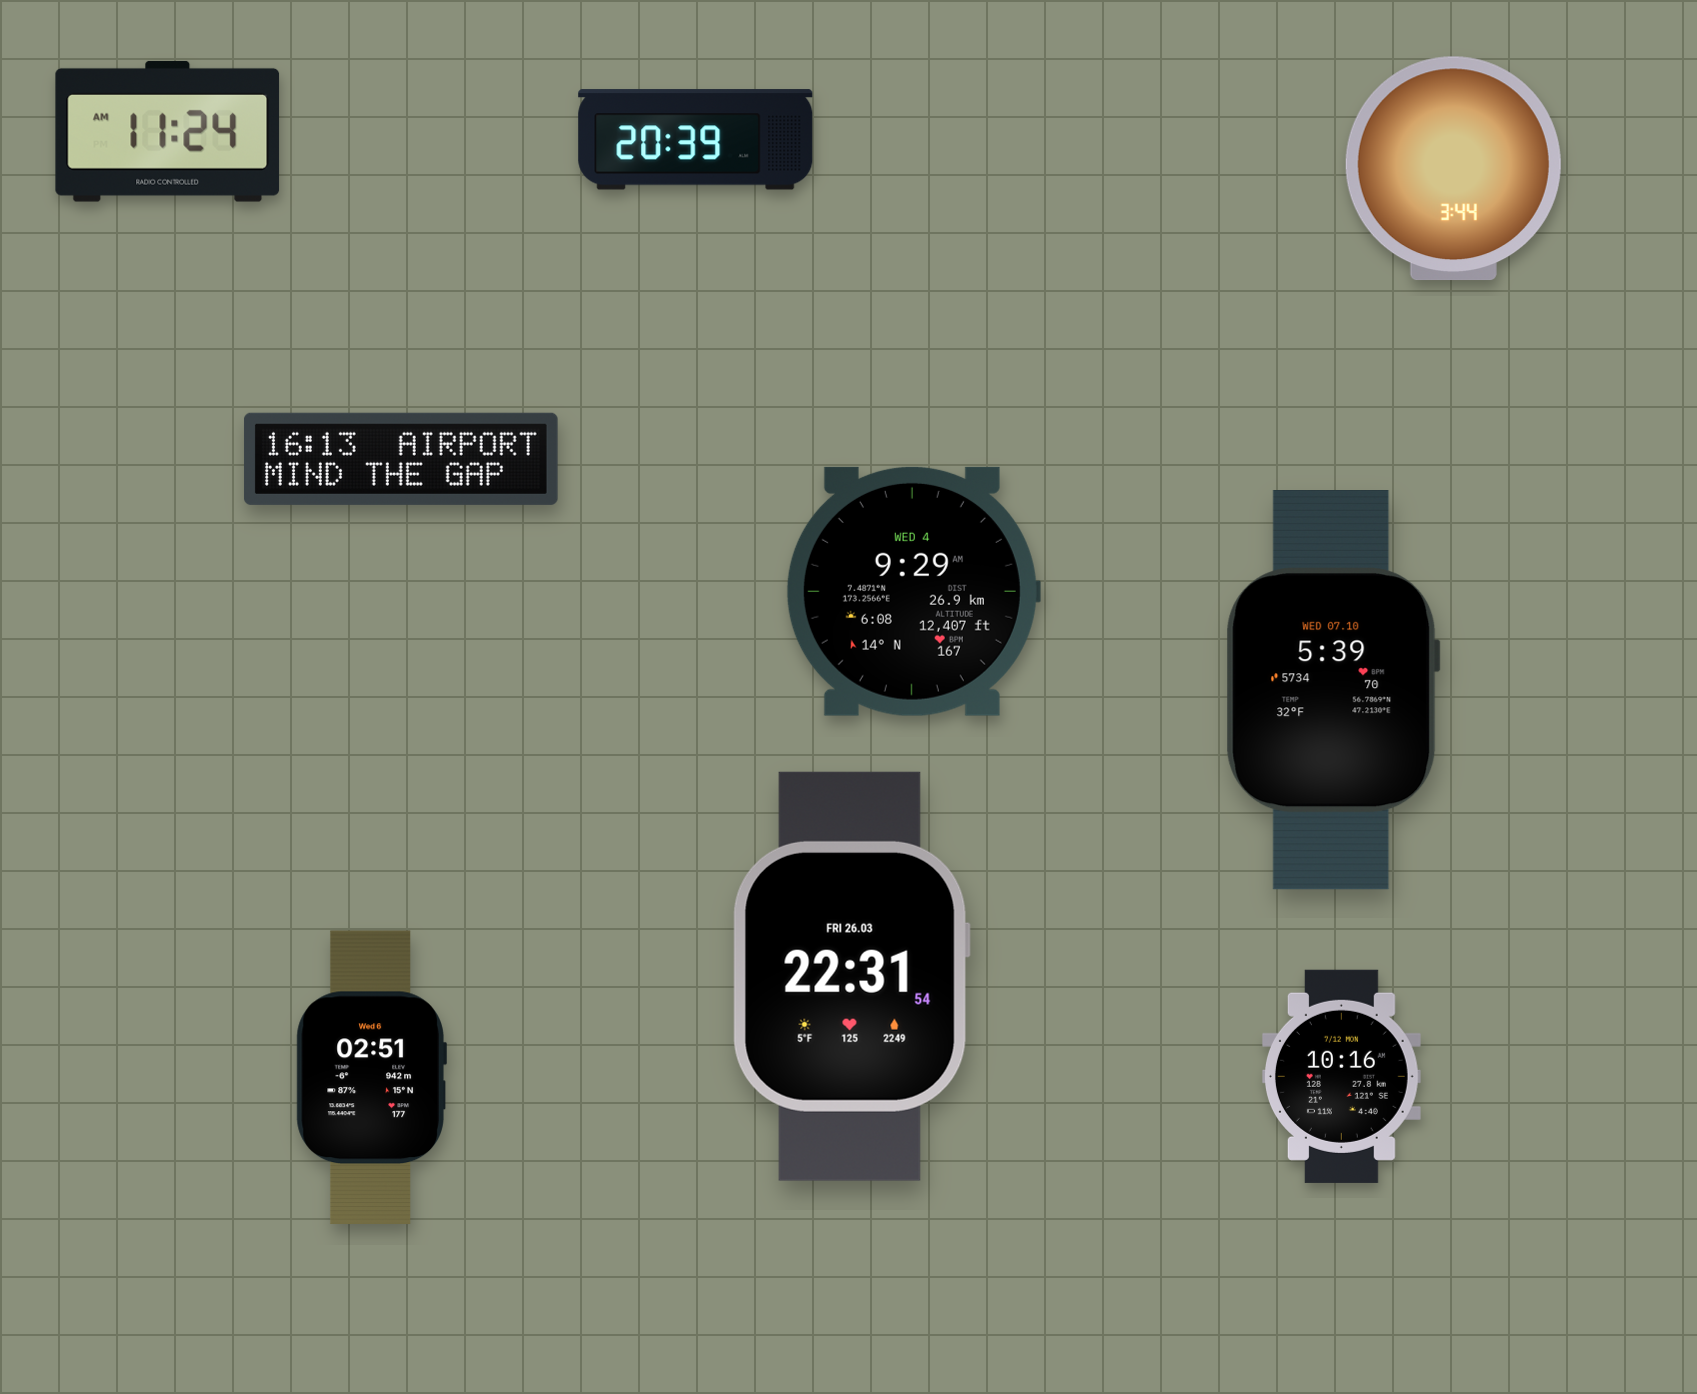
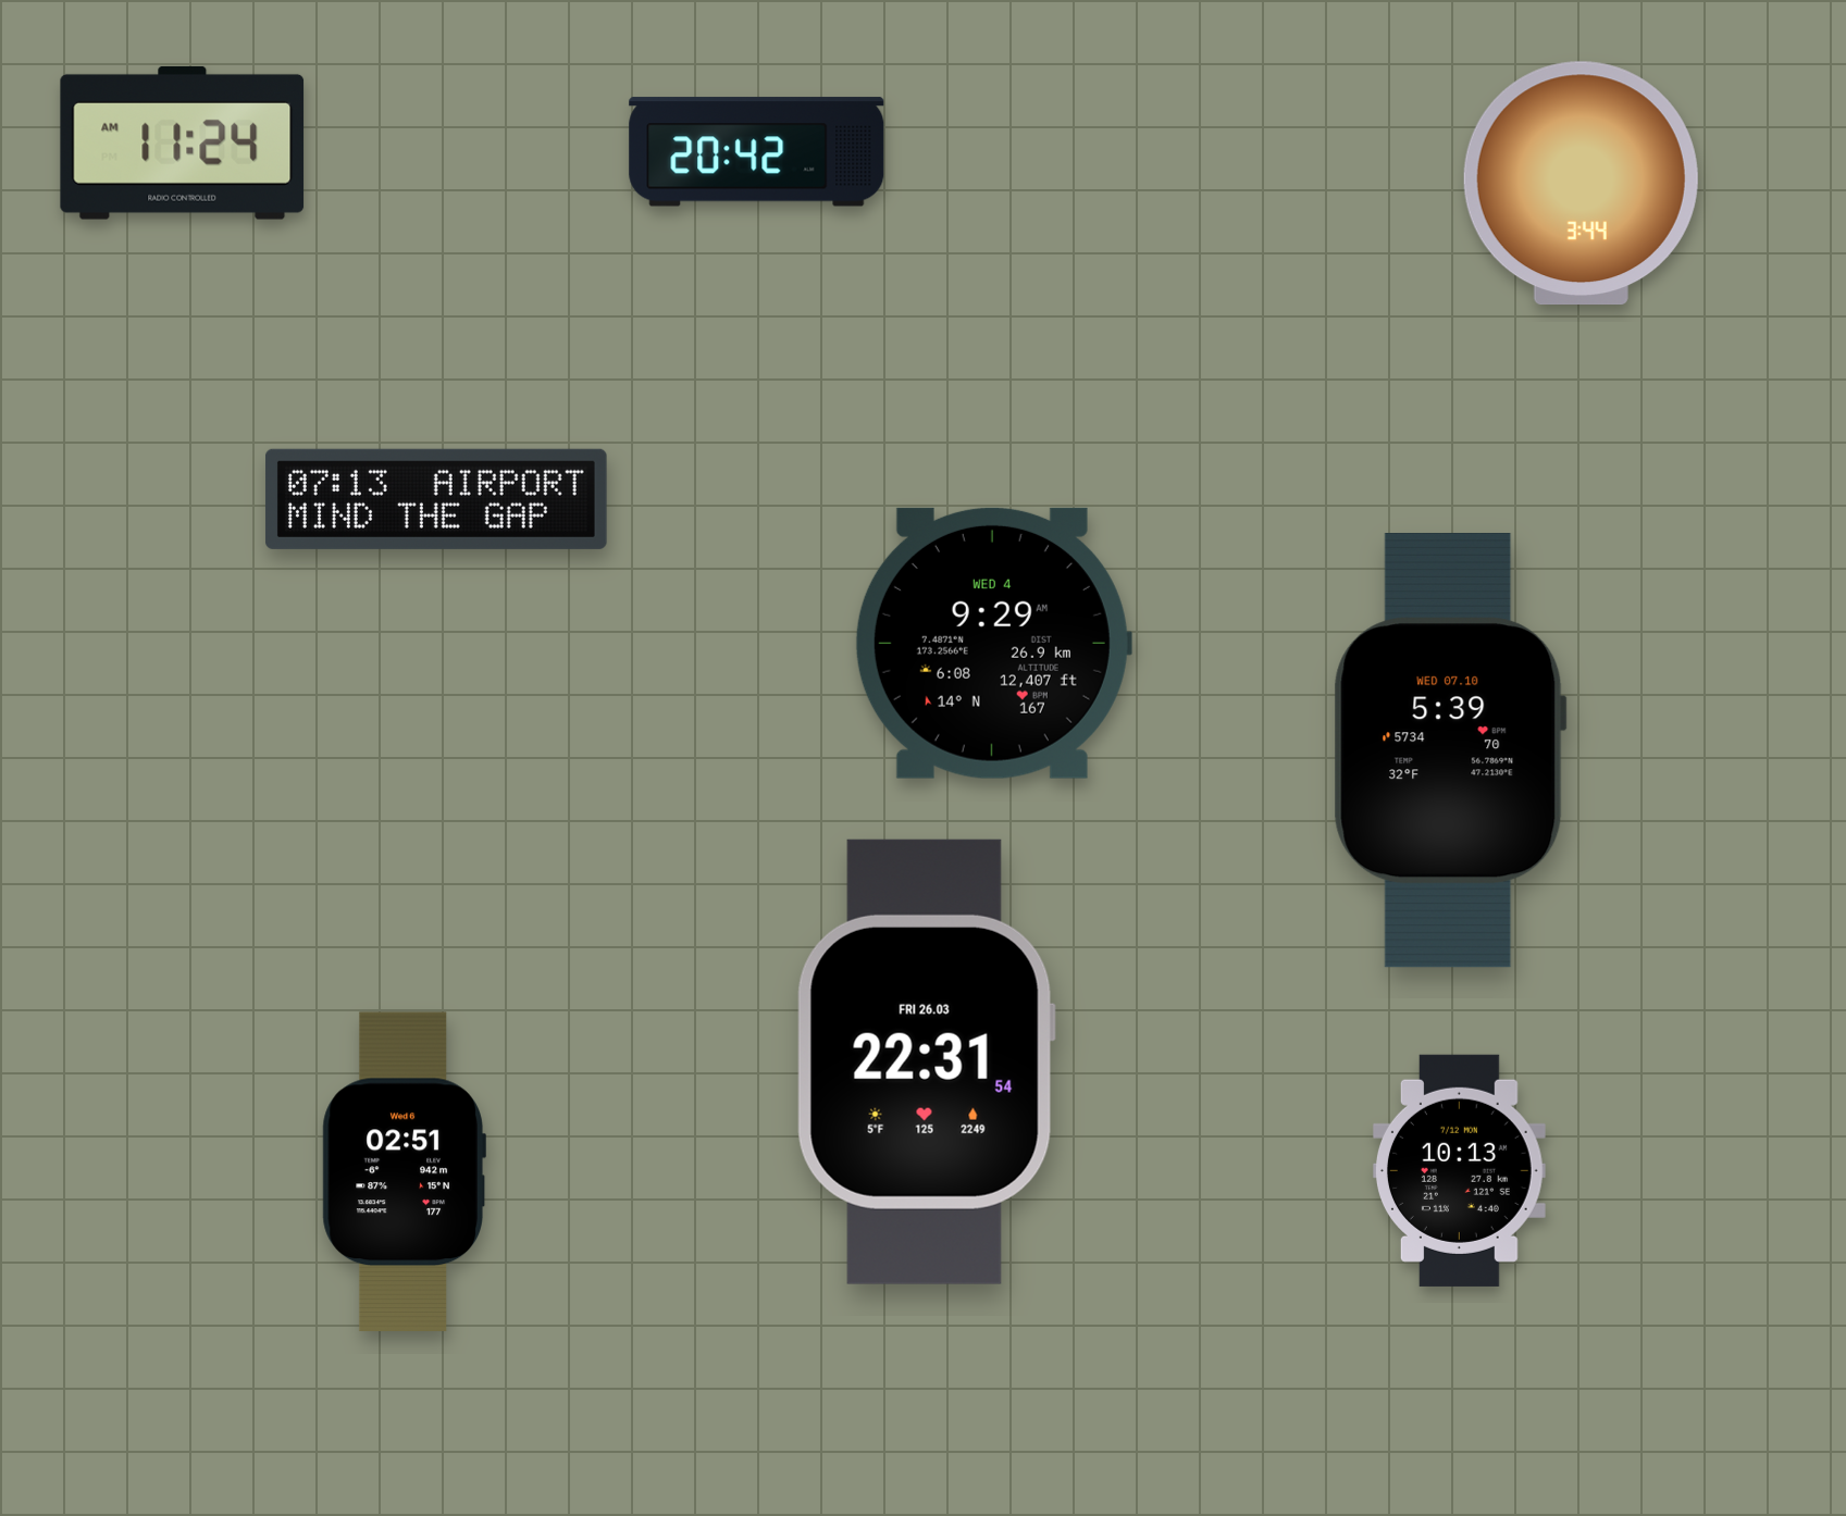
clock at (696, 140): 20:39 -> 20:42
clock at (401, 459): 16:13 -> 07:13
clock at (1341, 1076): 10:16 -> 10:13
